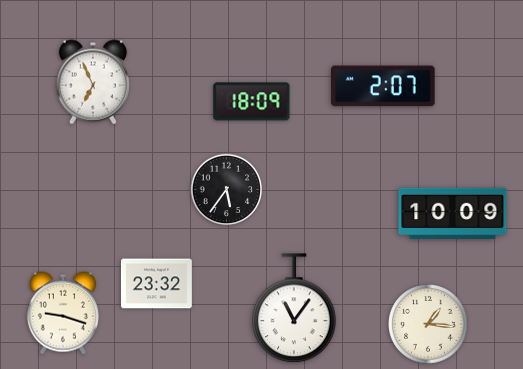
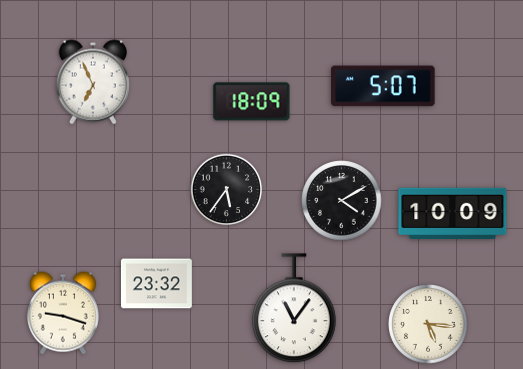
clock at (384, 86): 2:07 -> 5:07
clock at (342, 201): none -> 4:10
clock at (428, 324): 1:16 -> 5:16
